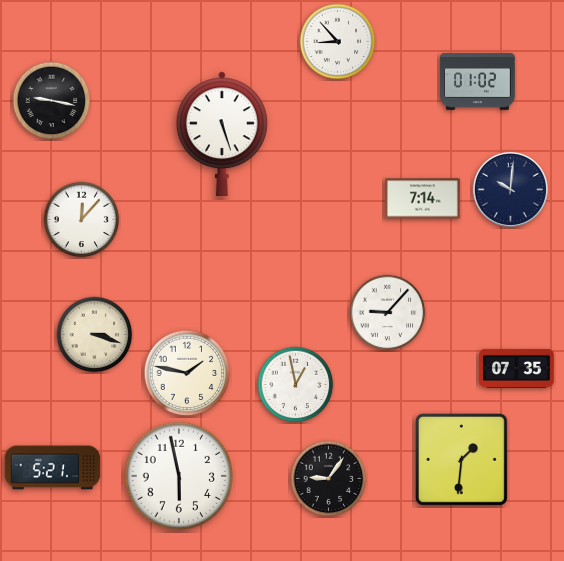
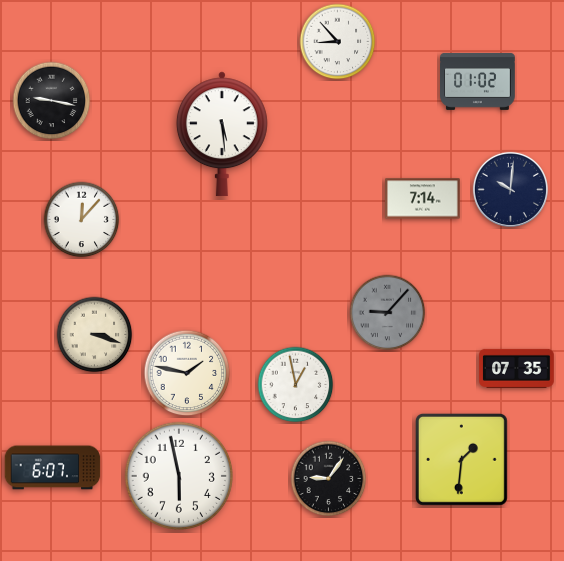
clock at (222, 134): 5:27 -> 5:29
clock at (388, 313) dial: white -> grey
clock at (53, 468): 5:21 -> 6:07
